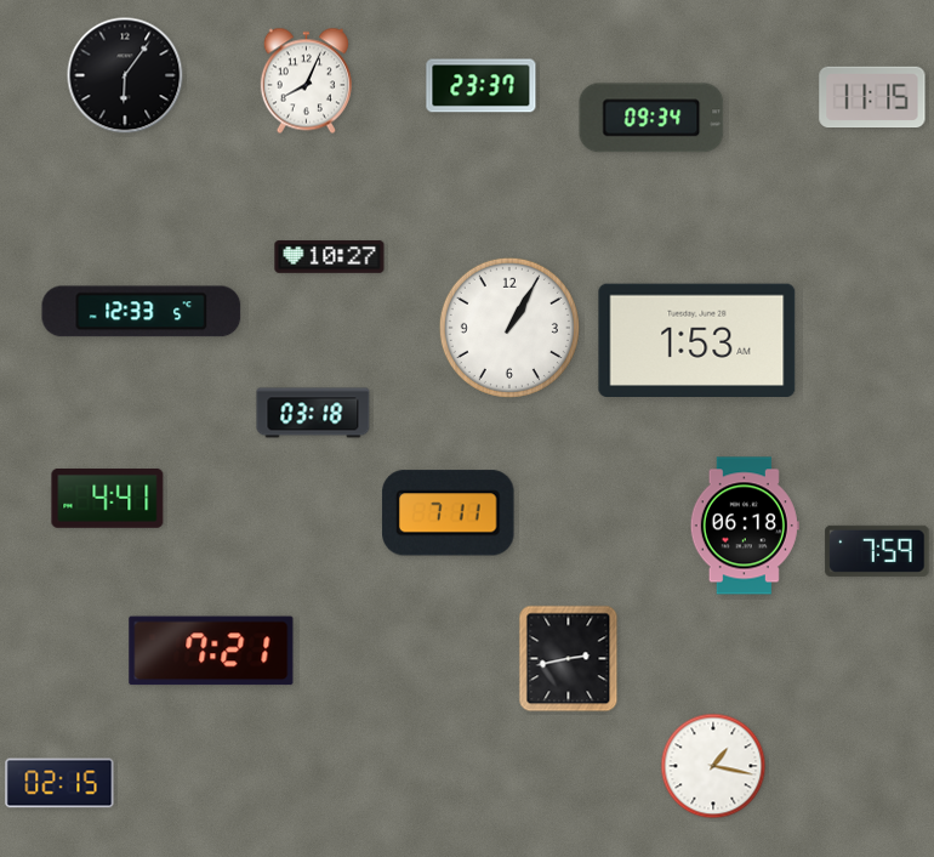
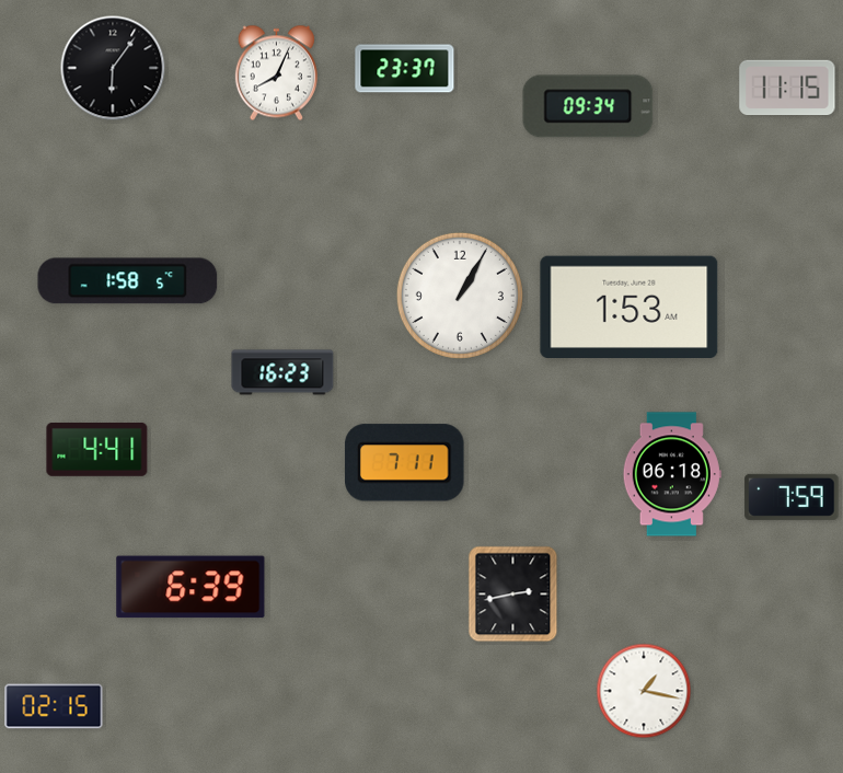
clock at (482, 86) position: (482, 86) -> (405, 69)
clock at (330, 257): 10:27 -> none
clock at (142, 312): 12:33 -> 1:58
clock at (313, 413): 03:18 -> 16:23
clock at (211, 651): 7:21 -> 6:39
